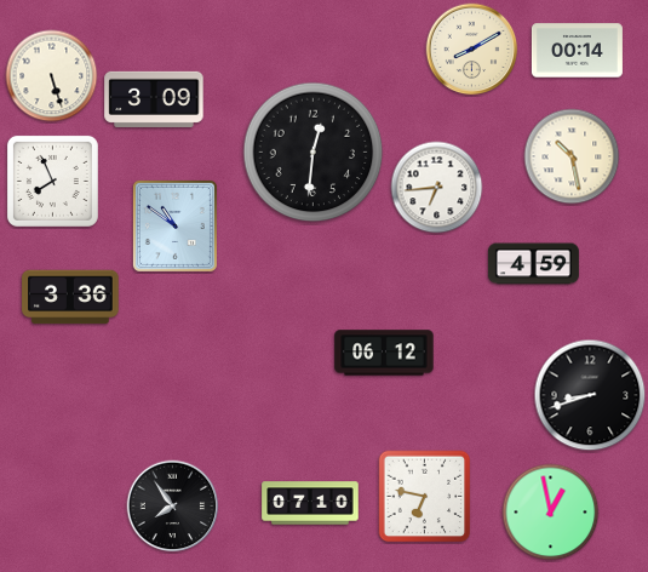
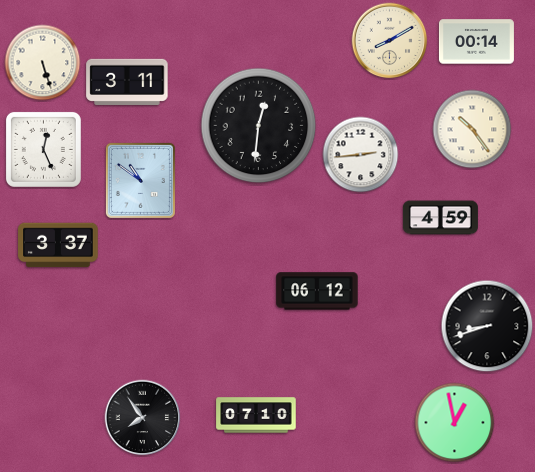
clock at (154, 99): 3:09 -> 3:11
clock at (572, 156): 10:28 -> 10:24
clock at (52, 181): 7:56 -> 12:26
clock at (437, 188): 6:44 -> 2:44
clock at (174, 225) position: (174, 225) -> (140, 180)
clock at (70, 297): 3:36 -> 3:37
clock at (425, 497): 6:47 -> none
